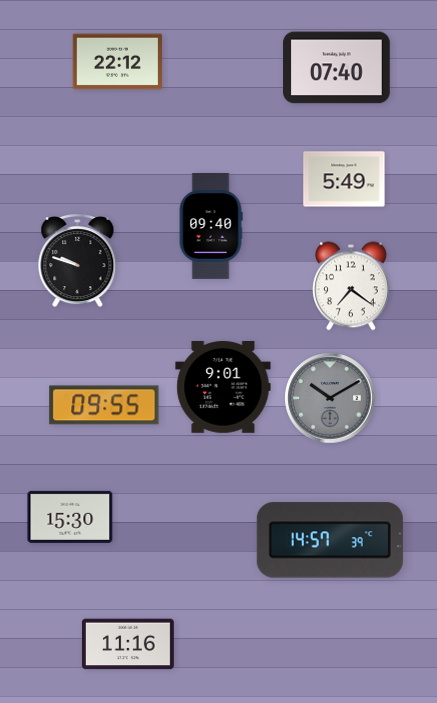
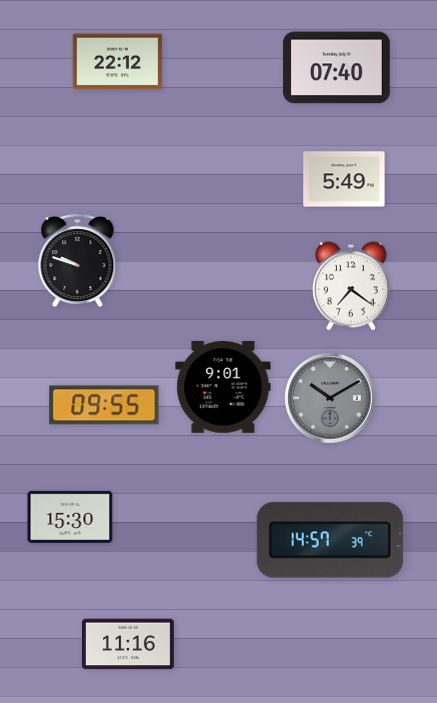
clock at (211, 227): 09:40 -> none
